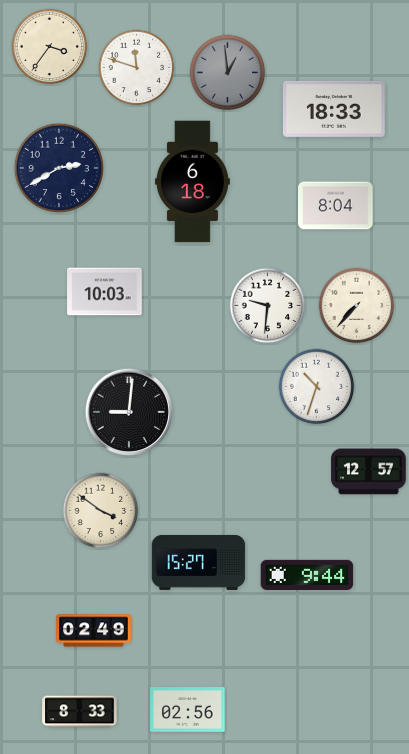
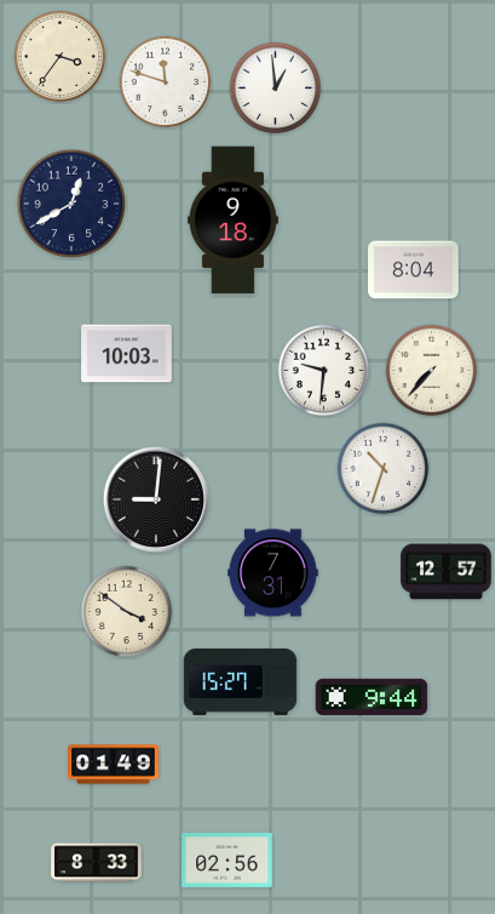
clock at (228, 73) dial: grey -> white
clock at (334, 109): 18:33 -> none
clock at (59, 168): 2:40 -> 12:40
clock at (192, 182): 6:18 -> 9:18
clock at (336, 206) position: (336, 206) -> (414, 270)
clock at (274, 573): none -> 7:31
clock at (101, 511) position: (101, 511) -> (127, 612)
clock at (94, 631): 02:49 -> 01:49
